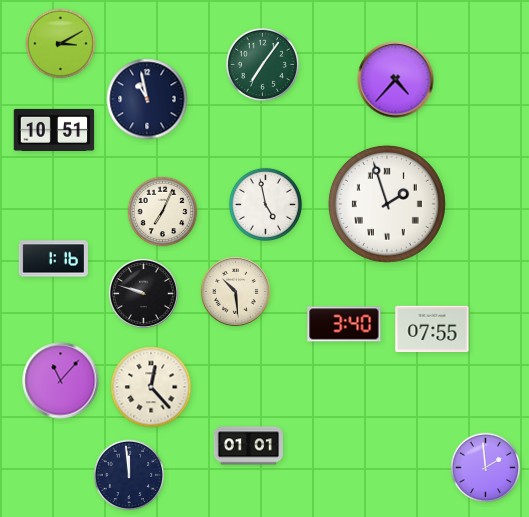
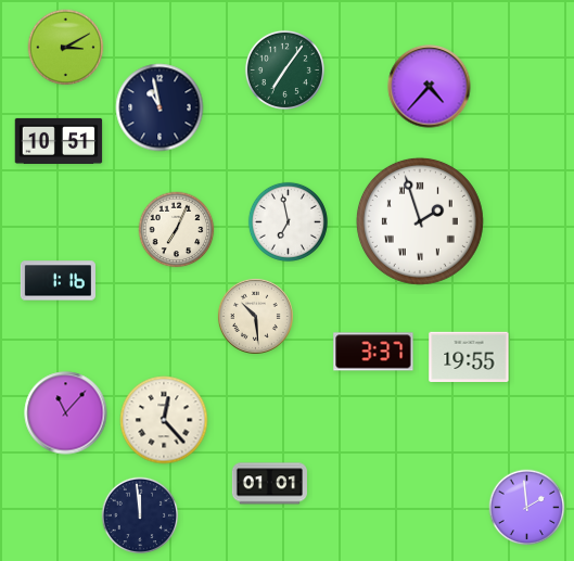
clock at (265, 204): 4:58 -> 6:58
clock at (143, 293): 9:48 -> none
clock at (344, 324): 3:40 -> 3:37
clock at (432, 329): 07:55 -> 19:55
